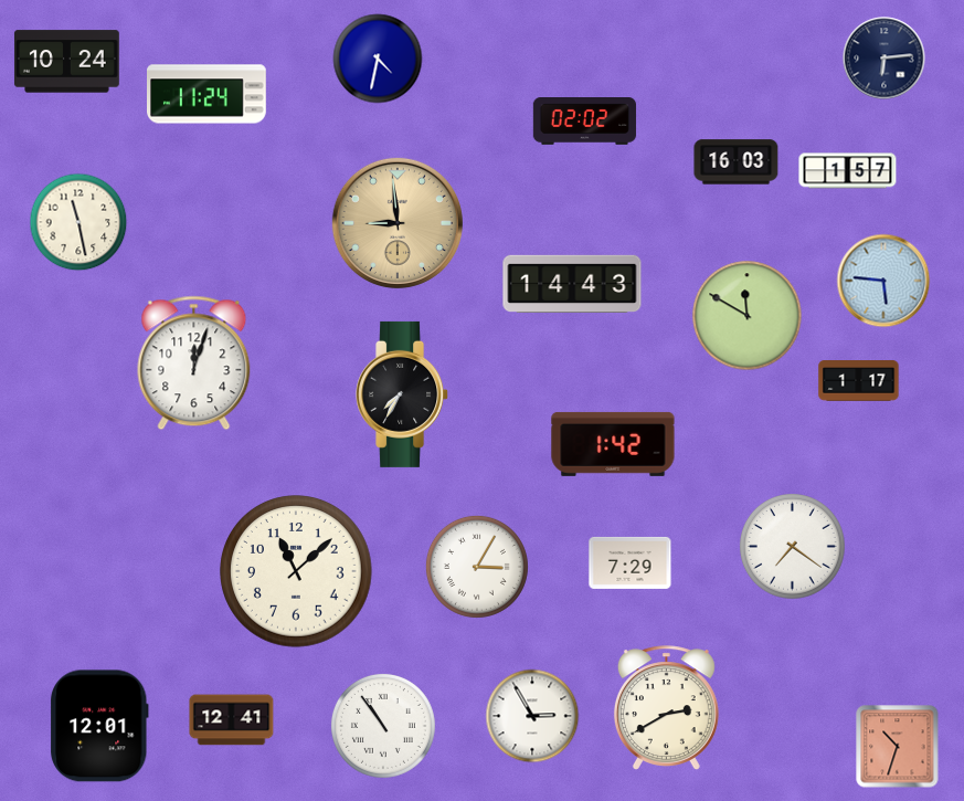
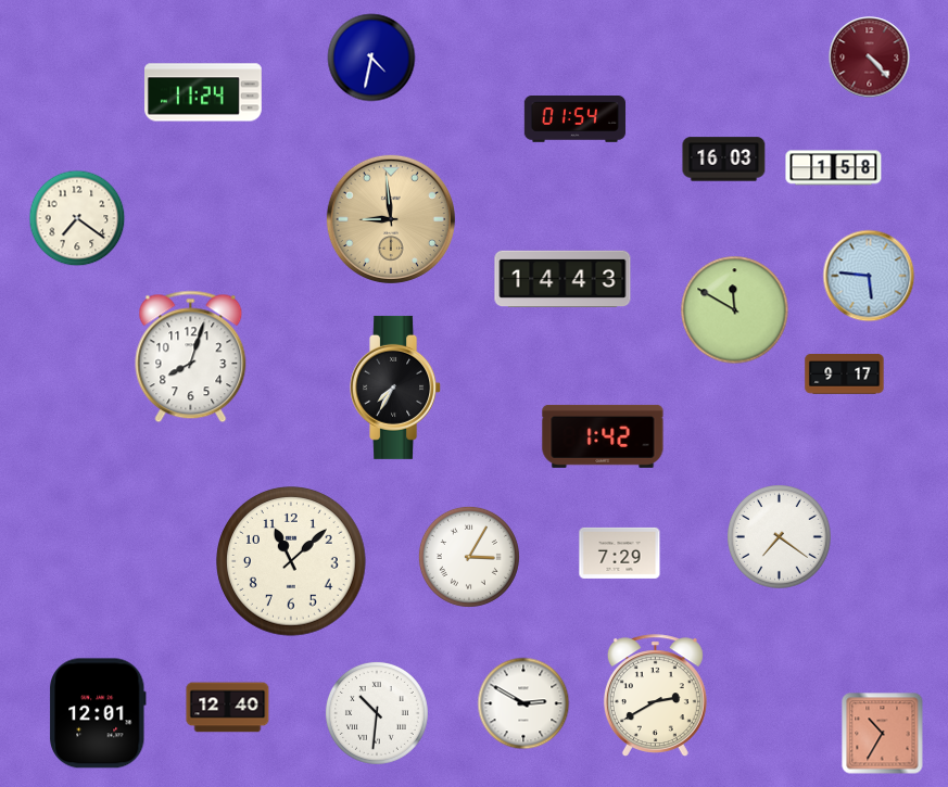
clock at (884, 59): 6:14 -> 4:23
clock at (884, 59) dial: navy -> burgundy
clock at (66, 62): 10:24 -> none
clock at (584, 122): 02:02 -> 01:54
clock at (848, 171): 1:57 -> 1:58
clock at (78, 222): 11:28 -> 7:21
clock at (194, 363): 12:03 -> 8:03
clock at (859, 381): 1:17 -> 9:17
clock at (532, 716): 2:55 -> 2:50
clock at (232, 720): 12:41 -> 12:40
clock at (383, 726): 10:54 -> 10:31
clock at (898, 747): 10:33 -> 10:35
